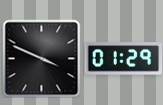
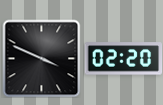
clock at (123, 59): 01:29 -> 02:20
